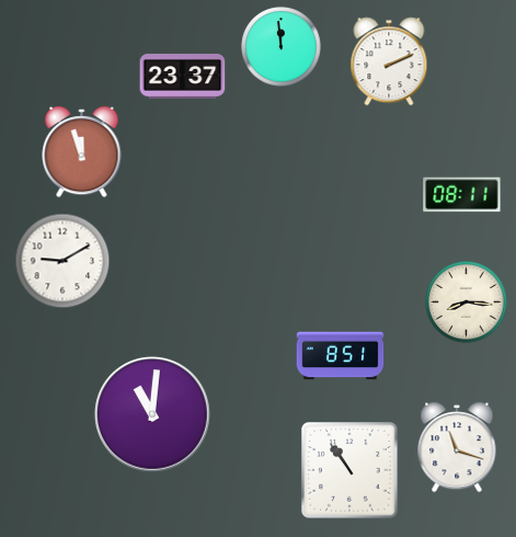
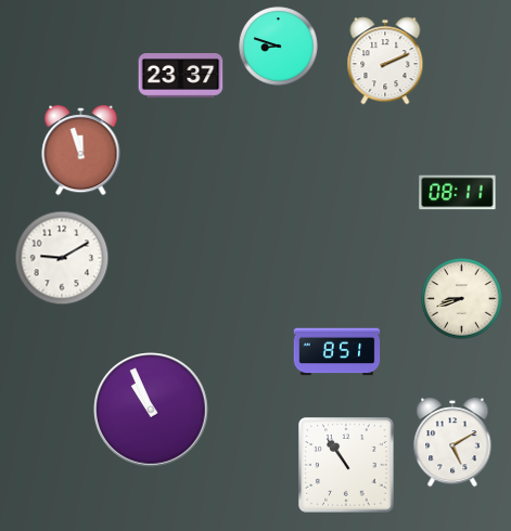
clock at (282, 47): 11:59 -> 8:48
clock at (467, 302): 8:16 -> 8:42
clock at (152, 414): 11:01 -> 10:56
clock at (457, 447): 11:18 -> 5:10
